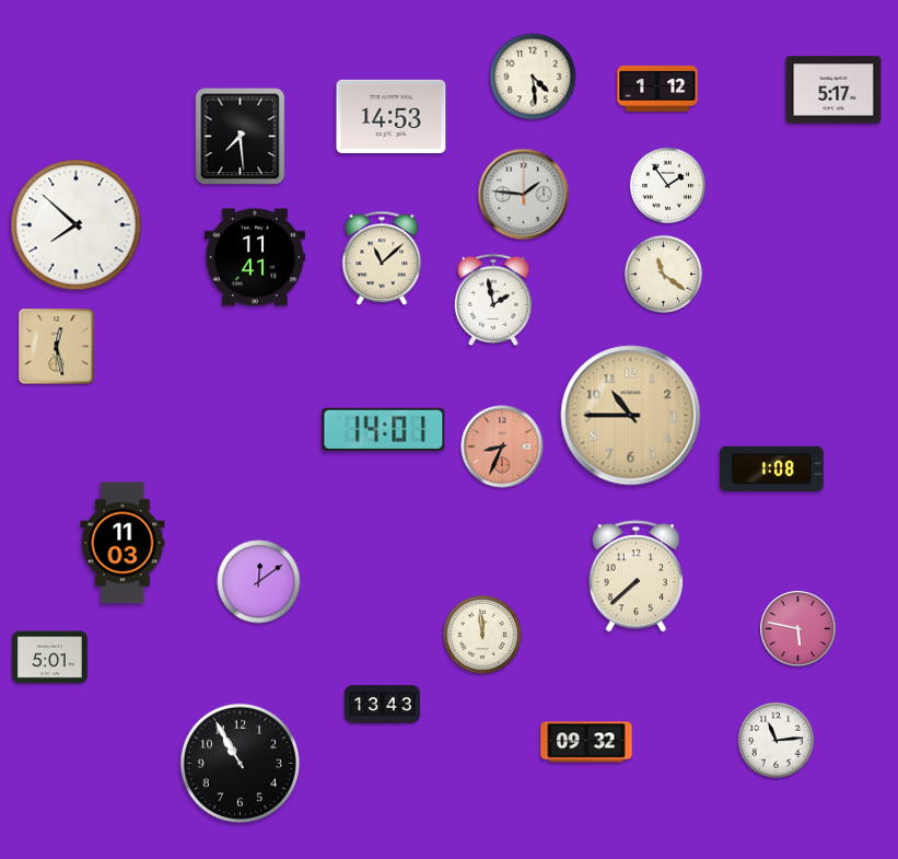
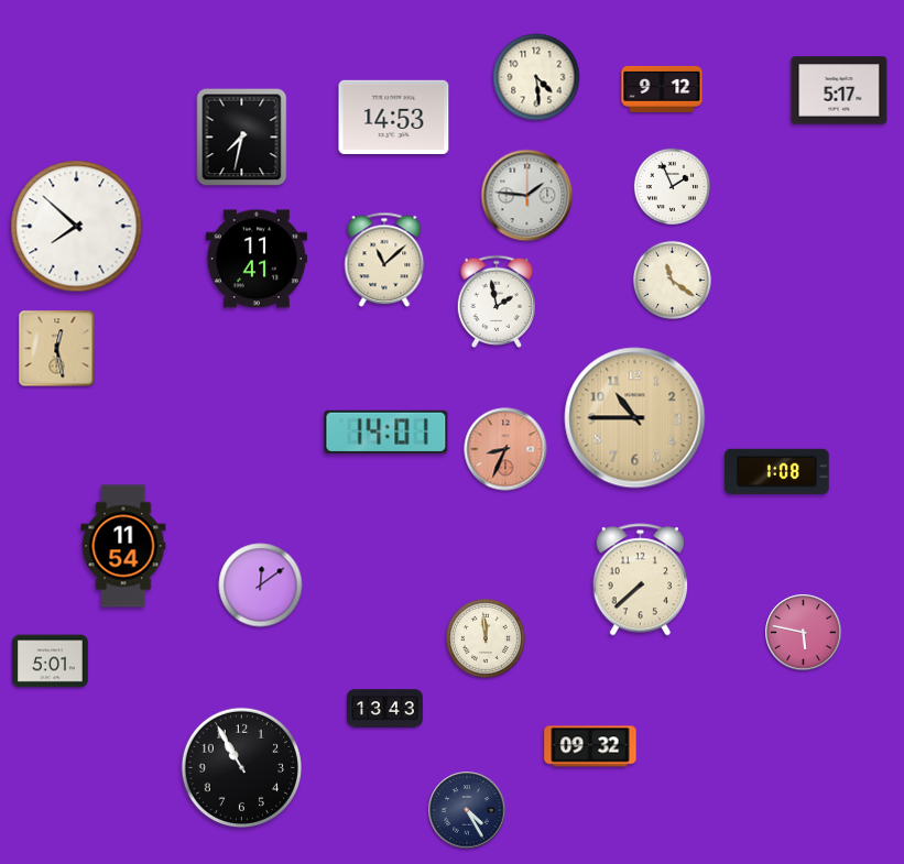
clock at (657, 89): 1:12 -> 9:12
clock at (241, 137): 7:29 -> 7:32
clock at (667, 185): 1:54 -> 1:56
clock at (663, 274) position: (663, 274) -> (672, 280)
clock at (123, 543): 11:03 -> 11:54
clock at (775, 740): 11:14 -> none
clock at (467, 810): none -> 4:25
